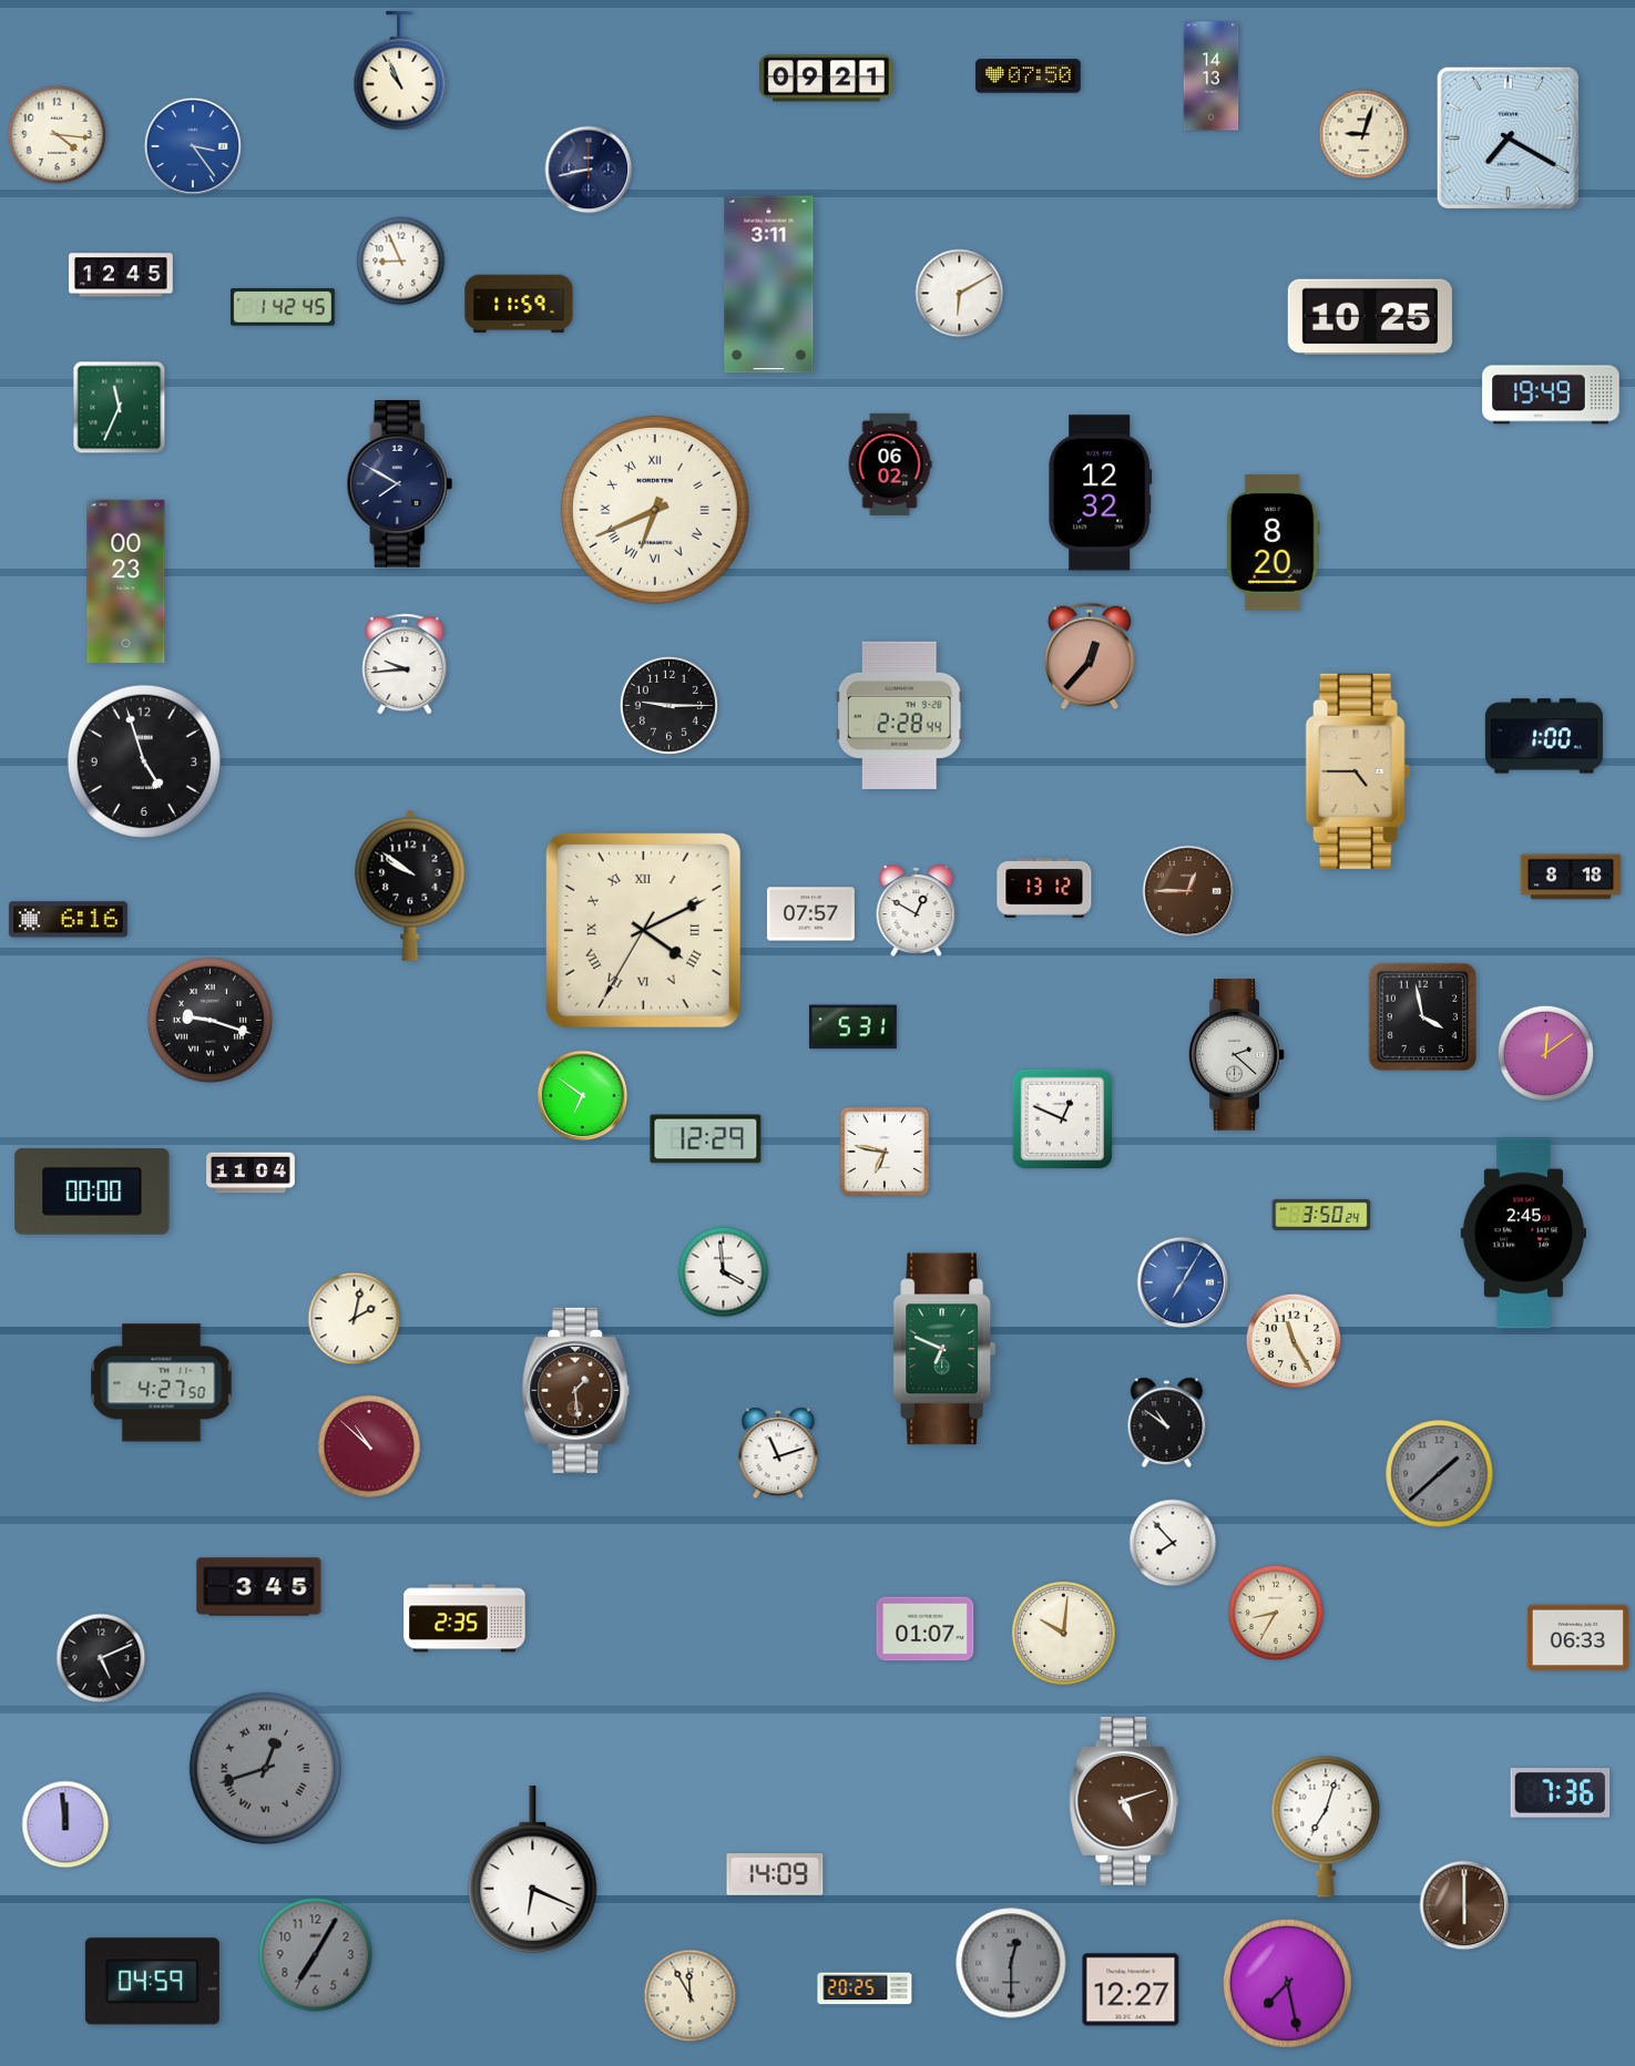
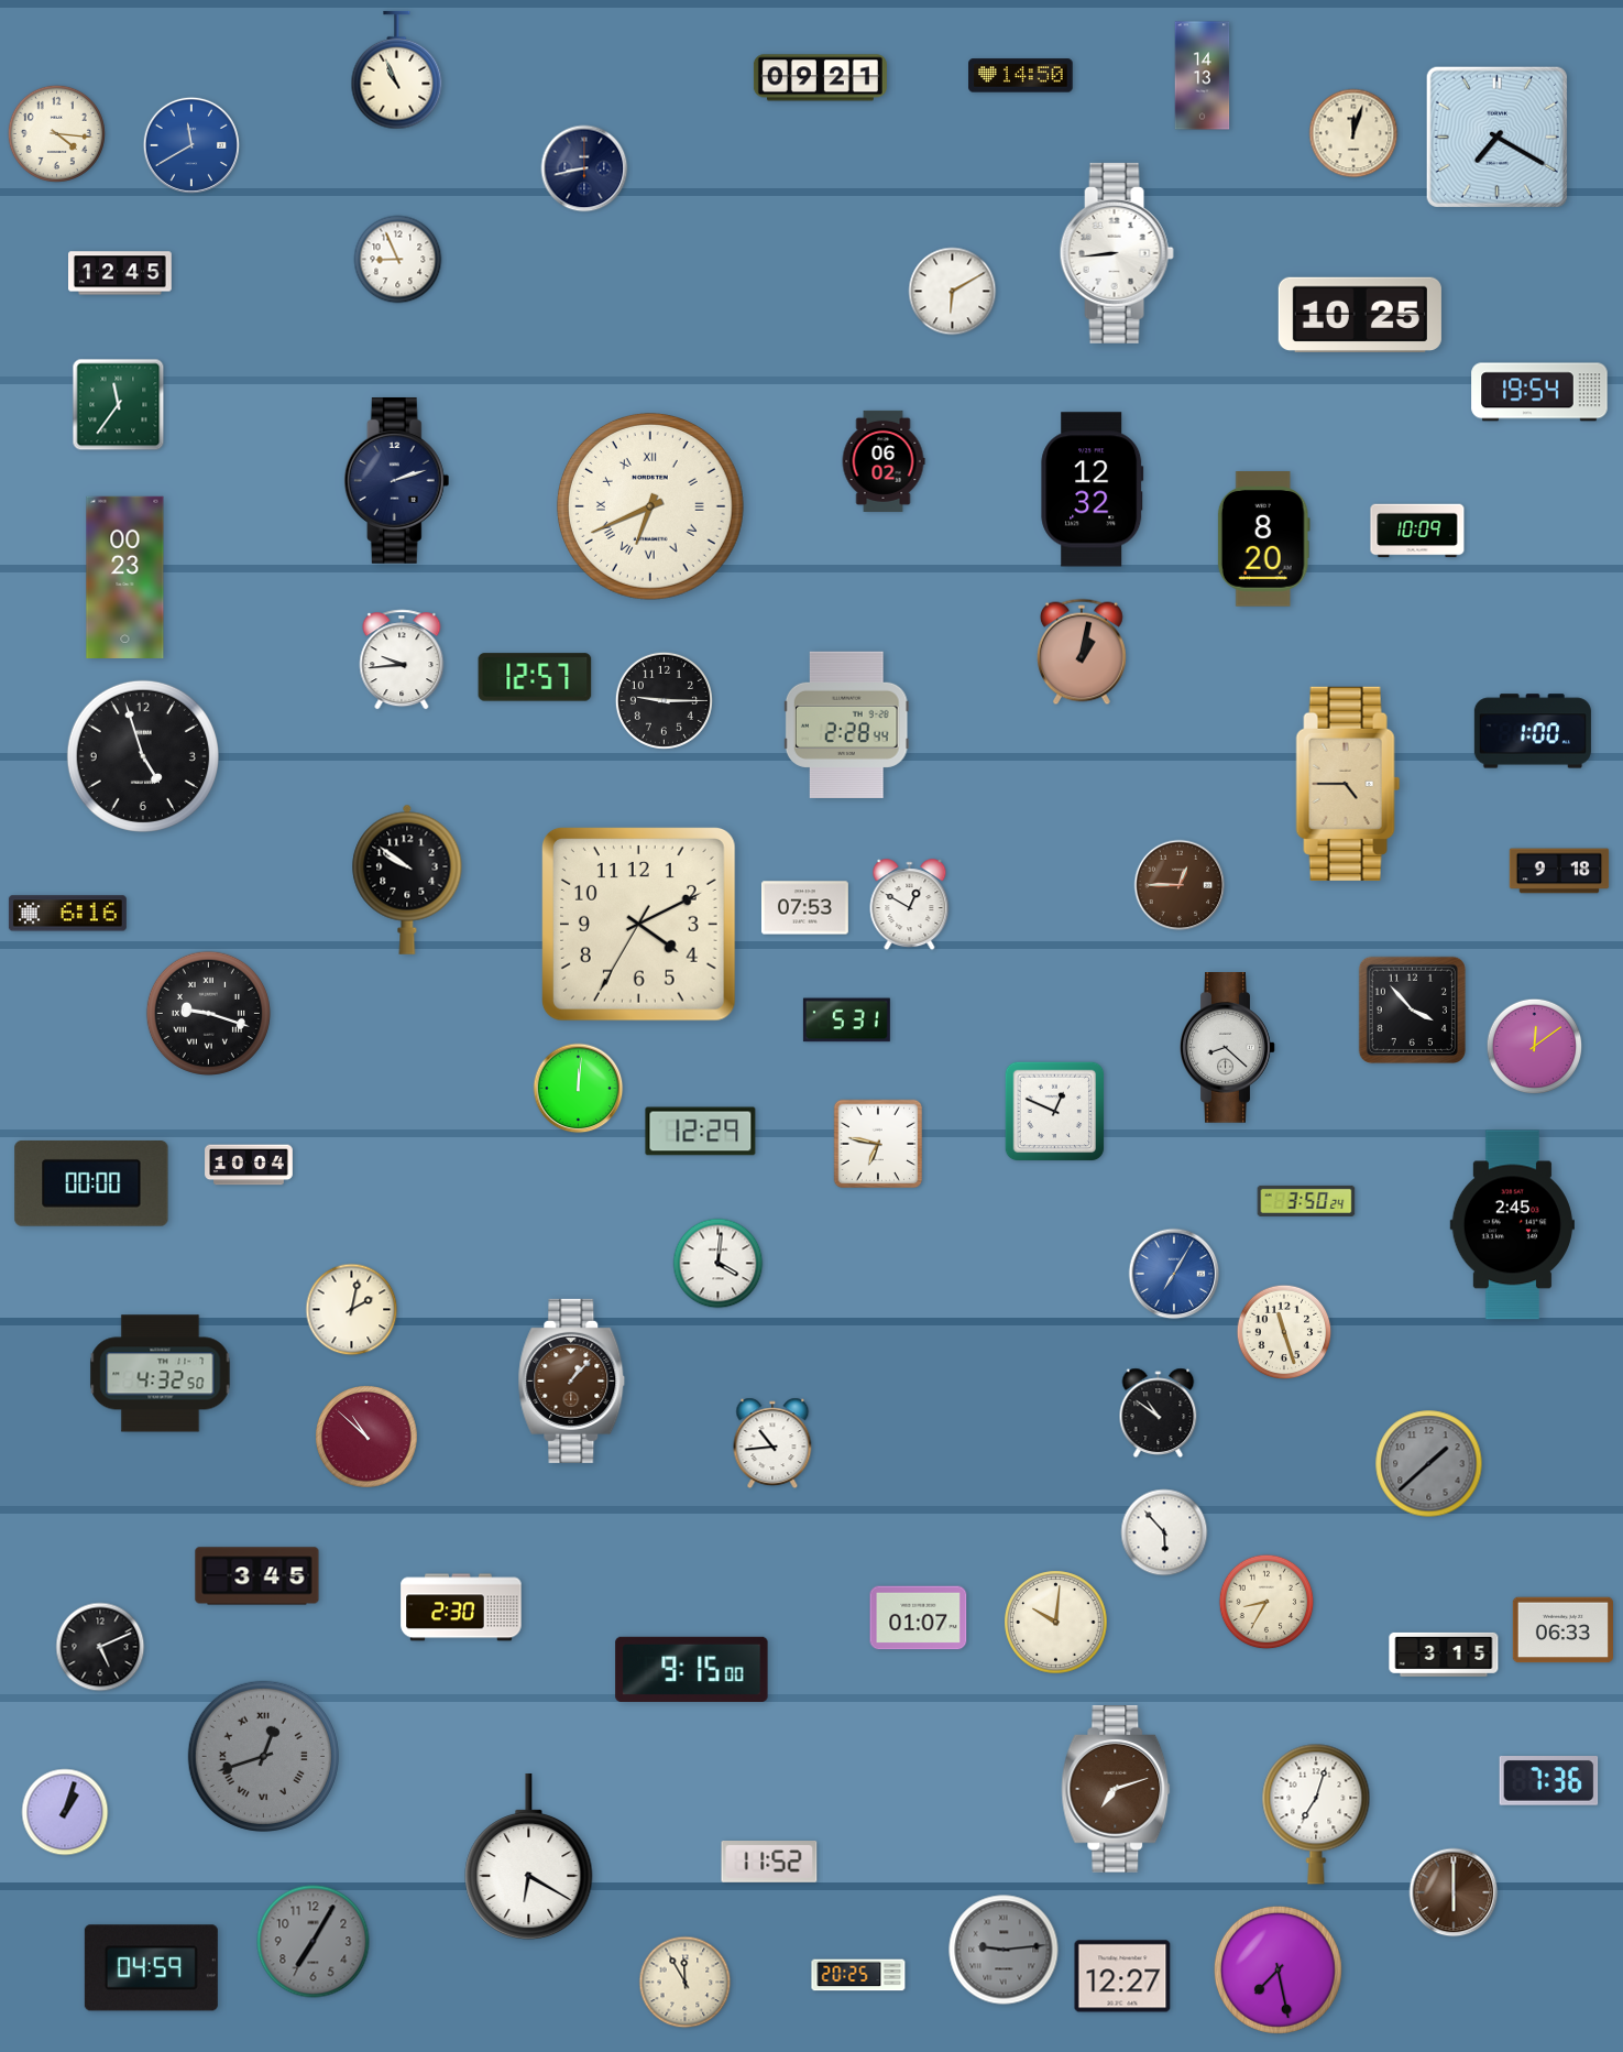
clock at (1029, 76): 07:50 -> 14:50
clock at (1363, 134): 9:03 -> 12:03
clock at (193, 146): 3:24 -> 11:40
clock at (1117, 253): none -> 8:44
clock at (769, 285): 3:11 -> none
clock at (519, 304): 11:59 -> none
clock at (284, 307): 1:42 -> none
clock at (1551, 395): 19:49 -> 19:54
clock at (120, 408): 11:34 -> 11:36
clock at (400, 483): 7:50 -> 2:12
clock at (1417, 531): none -> 10:09
clock at (1091, 656): 12:37 -> 1:02
clock at (535, 677): none -> 12:57
clock at (899, 715) position: (899, 715) -> (846, 724)
clock at (1358, 771) position: (1358, 771) -> (1348, 784)
clock at (1571, 877): 8:18 -> 9:18
clock at (1044, 889): 13:12 -> none
clock at (810, 914): 07:57 -> 07:53
clock at (643, 930) numerals: Roman -> Arabic
clock at (1422, 1016): 3:58 -> 3:53
clock at (1237, 1055): 2:22 -> 8:22
clock at (583, 1096): 6:51 -> 12:01
clock at (251, 1173): 11:04 -> 10:04
clock at (1321, 1215) position: (1321, 1215) -> (1306, 1201)
clock at (724, 1272): 3:59 -> 4:01
clock at (1294, 1341): 11:25 -> 11:27
clock at (944, 1349): 6:49 -> none
clock at (162, 1383): 4:27 -> 4:32
clock at (576, 1390): 1:29 -> 1:07
clock at (778, 1453): 11:12 -> 10:44
clock at (1173, 1543): 7:53 -> 5:53
clock at (464, 1618): 2:35 -> 2:30
clock at (1577, 1638) position: (1577, 1638) -> (1562, 1630)
clock at (1444, 1655): none -> 3:15
clock at (692, 1669): none -> 9:15
clock at (1124, 1801): 5:12 -> 7:12
clock at (65, 1824): 11:59 -> 1:03
clock at (533, 1870): 6:19 -> 6:20
clock at (775, 1875): 14:09 -> 11:52
clock at (1011, 1963): 12:30 -> 9:14
